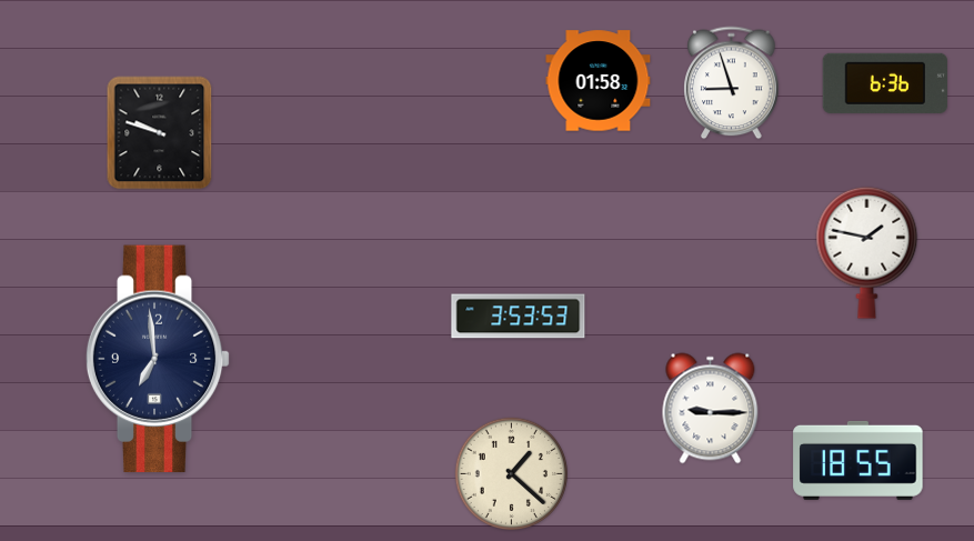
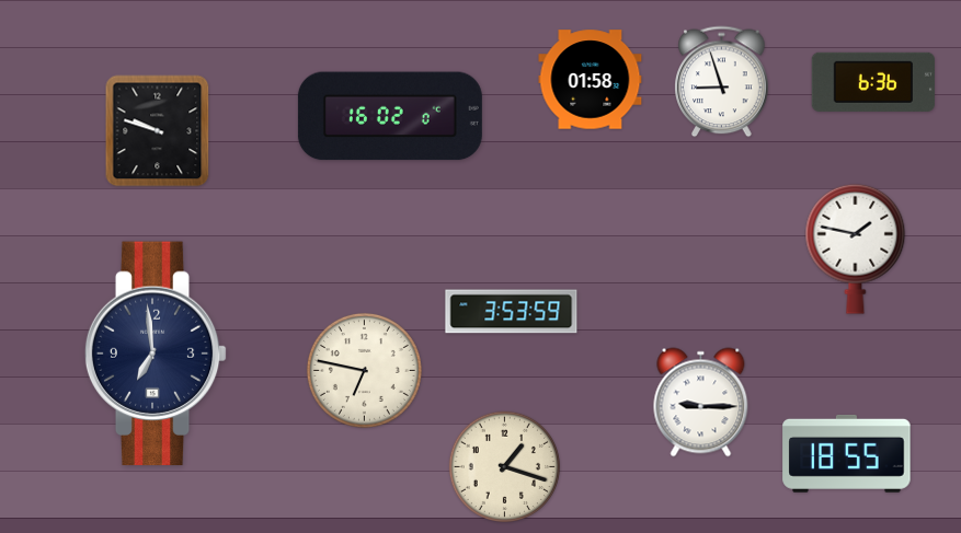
clock at (390, 116): none -> 16:02
clock at (519, 317): 3:53:53 -> 3:53:59
clock at (364, 370): none -> 6:47
clock at (511, 473): 1:22 -> 1:18
